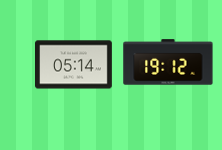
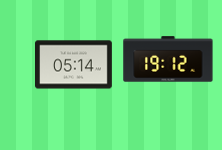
clock at (168, 62) position: (168, 62) -> (168, 59)
